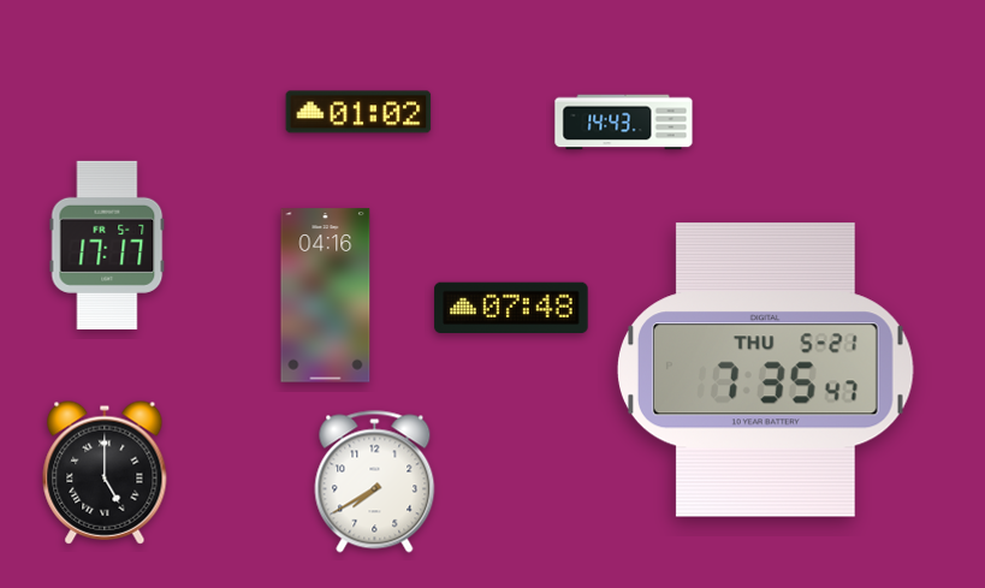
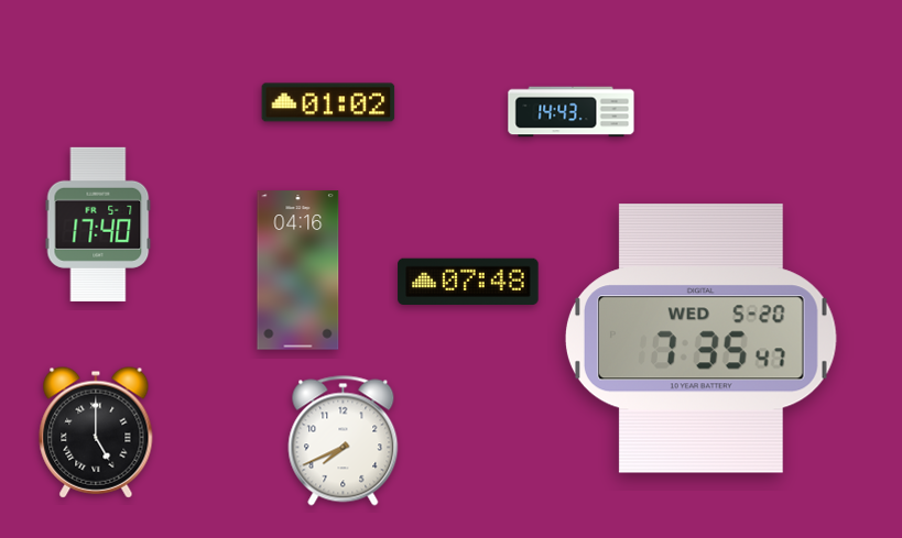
clock at (107, 245): 17:17 -> 17:40
clock at (766, 370) date: THU 5-21 -> WED 5-20
clock at (375, 482): 7:40 -> 7:41
